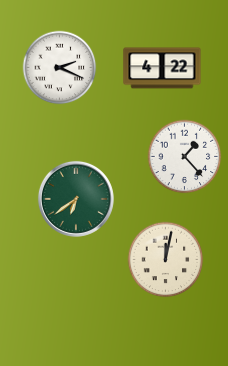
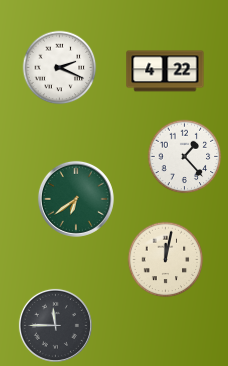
clock at (162, 68) position: (162, 68) -> (165, 71)
clock at (55, 325): none -> 11:45
